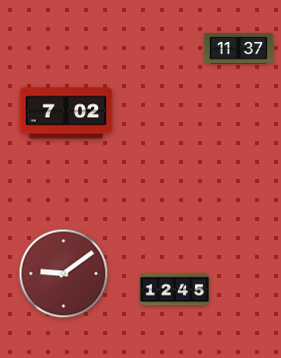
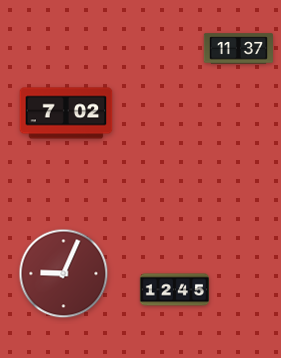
clock at (64, 274): 9:09 -> 9:04
